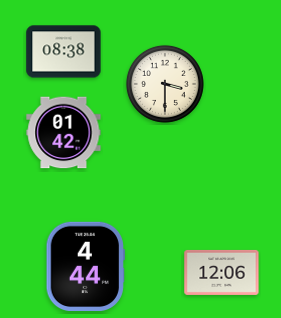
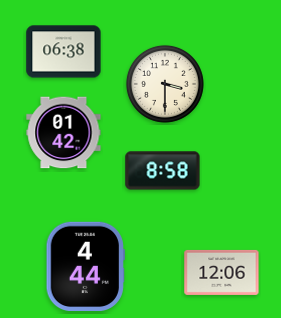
clock at (64, 52): 08:38 -> 06:38
clock at (163, 171): none -> 8:58
